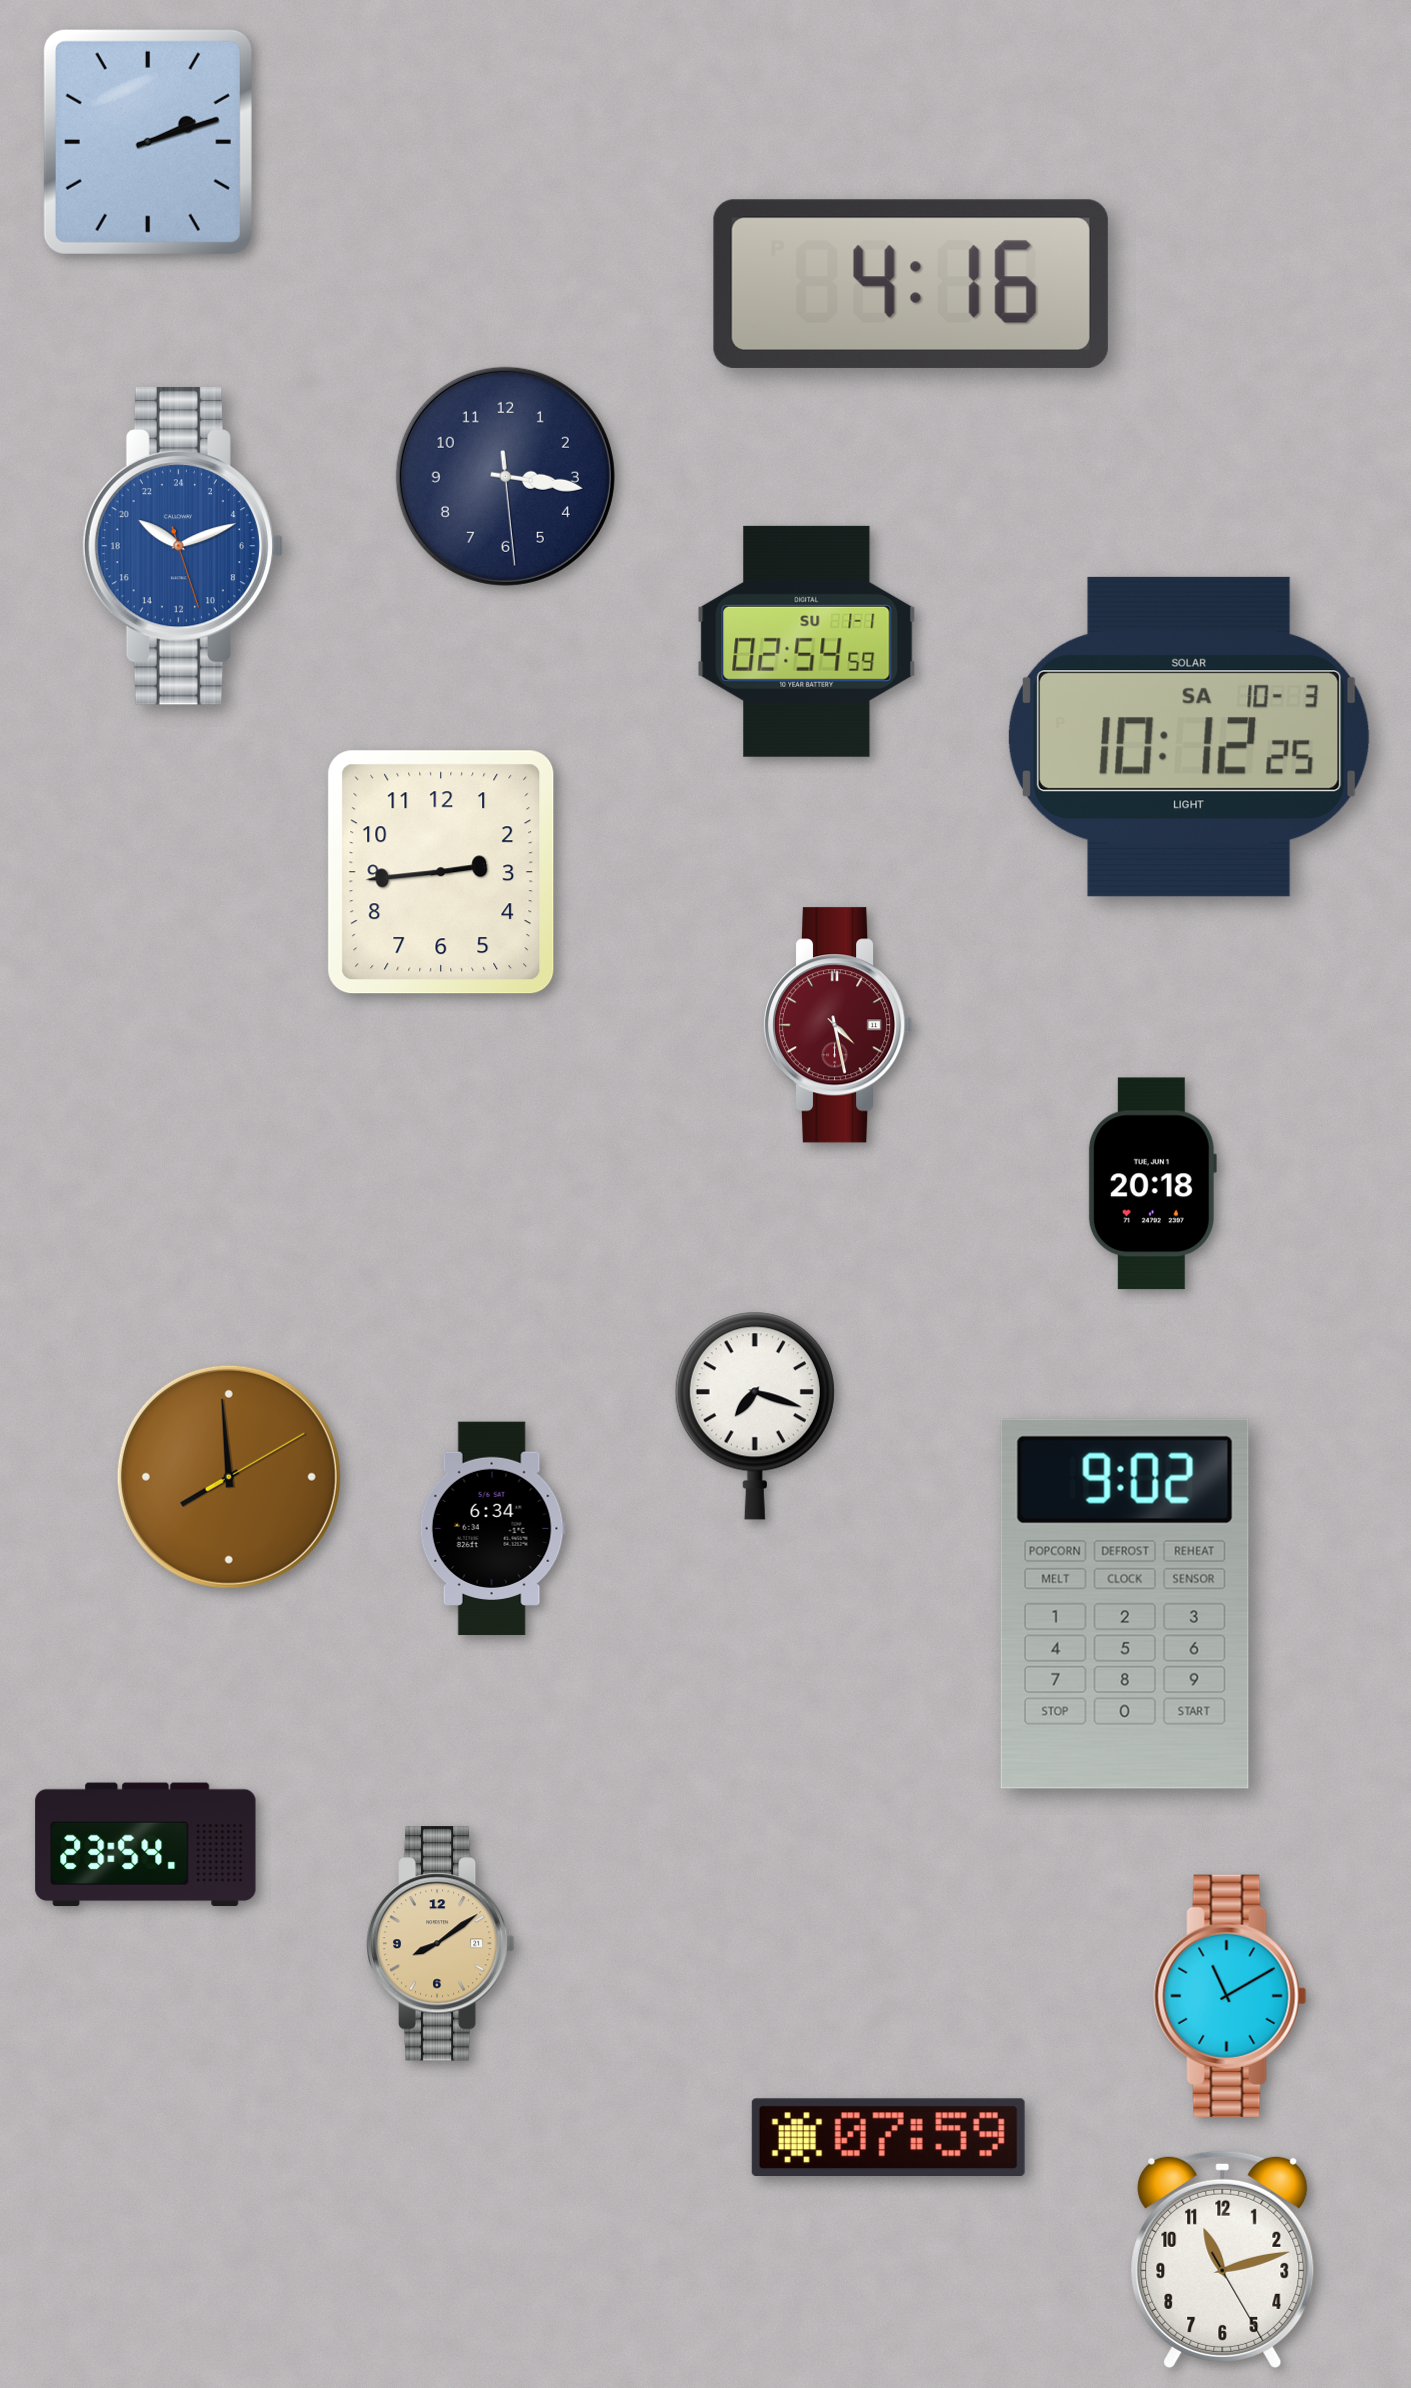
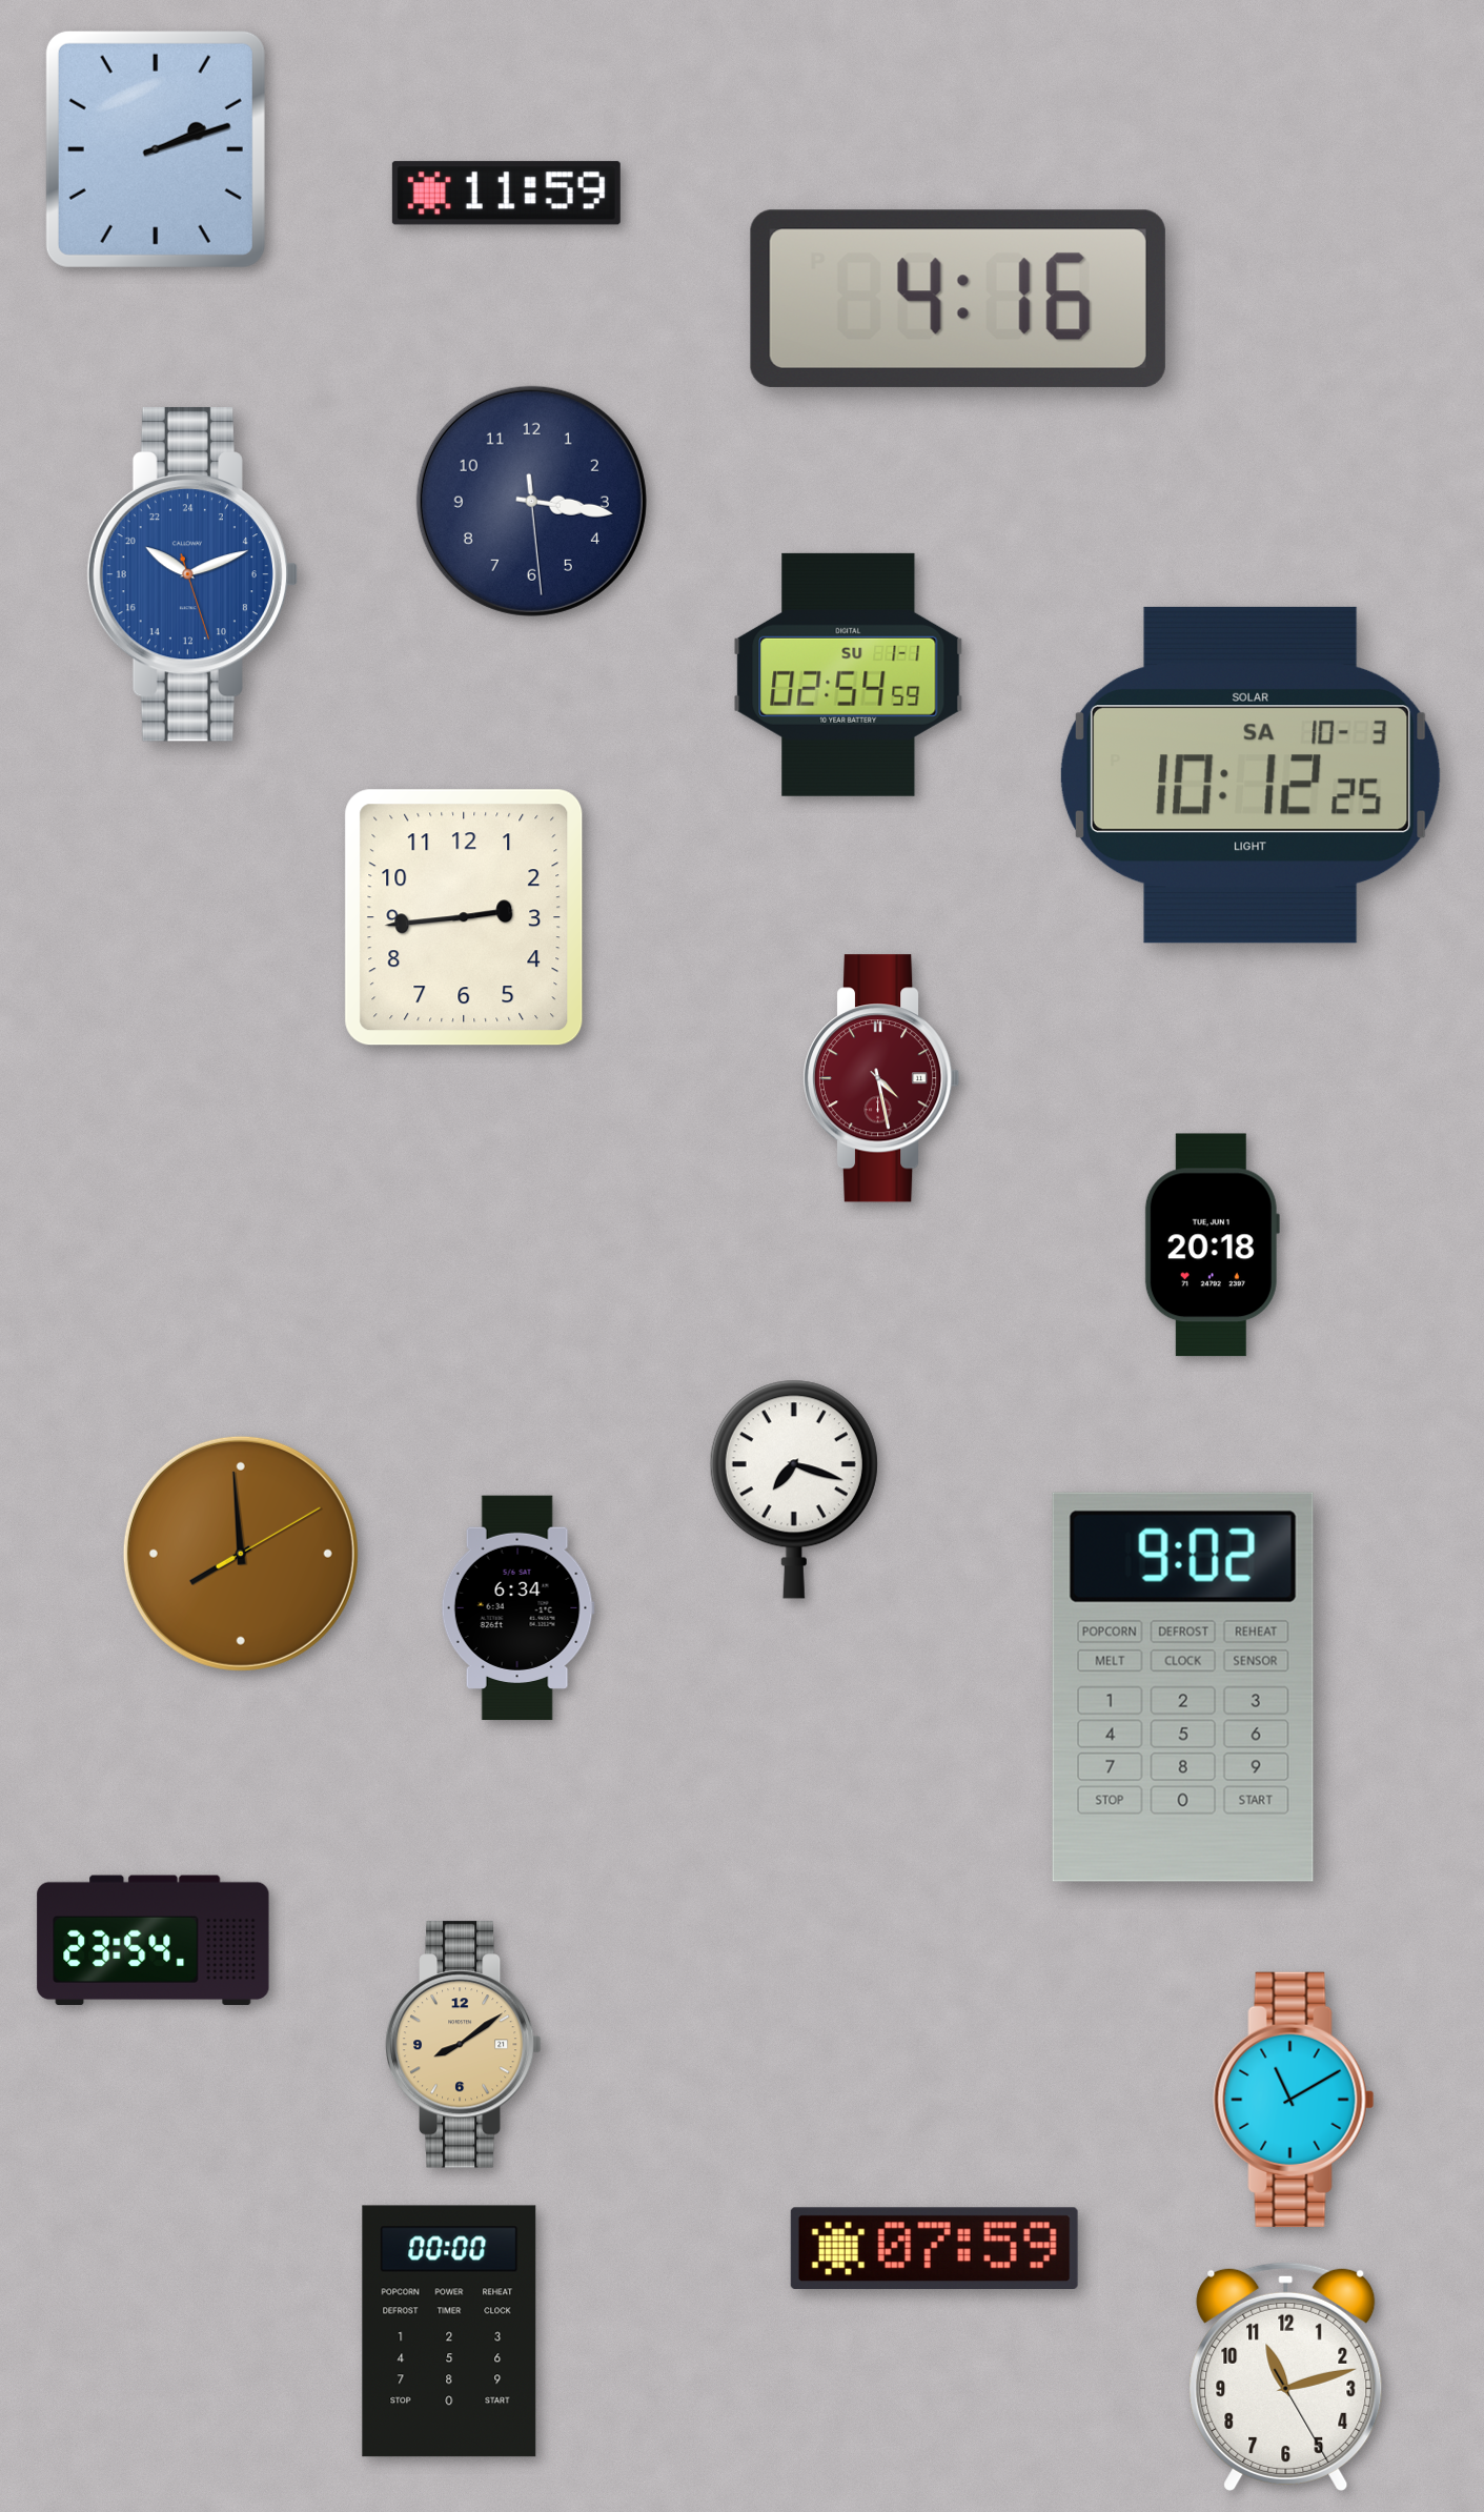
clock at (506, 194): none -> 11:59
clock at (449, 2331): none -> 00:00
